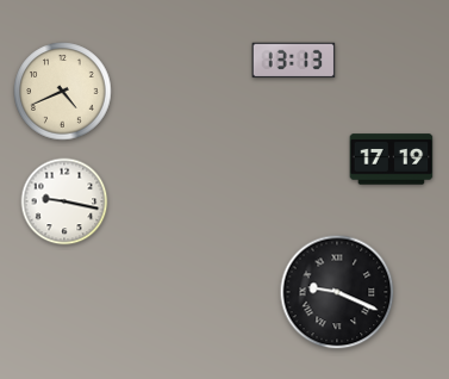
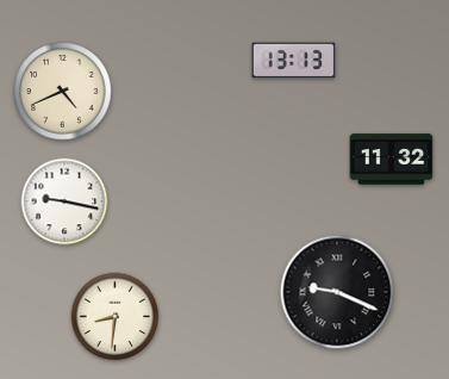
clock at (392, 160): 17:19 -> 11:32
clock at (116, 317): none -> 8:31
